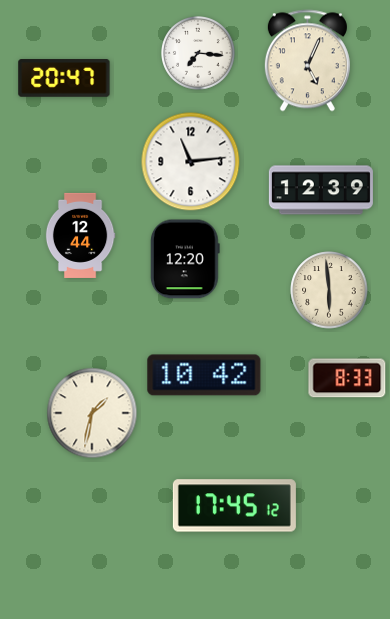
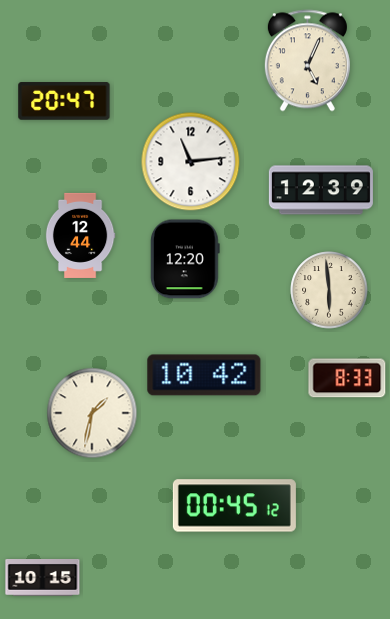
clock at (199, 54): 7:16 -> none
clock at (64, 78) position: (64, 78) -> (64, 101)
clock at (234, 506): 17:45 -> 00:45
clock at (43, 578): none -> 10:15
